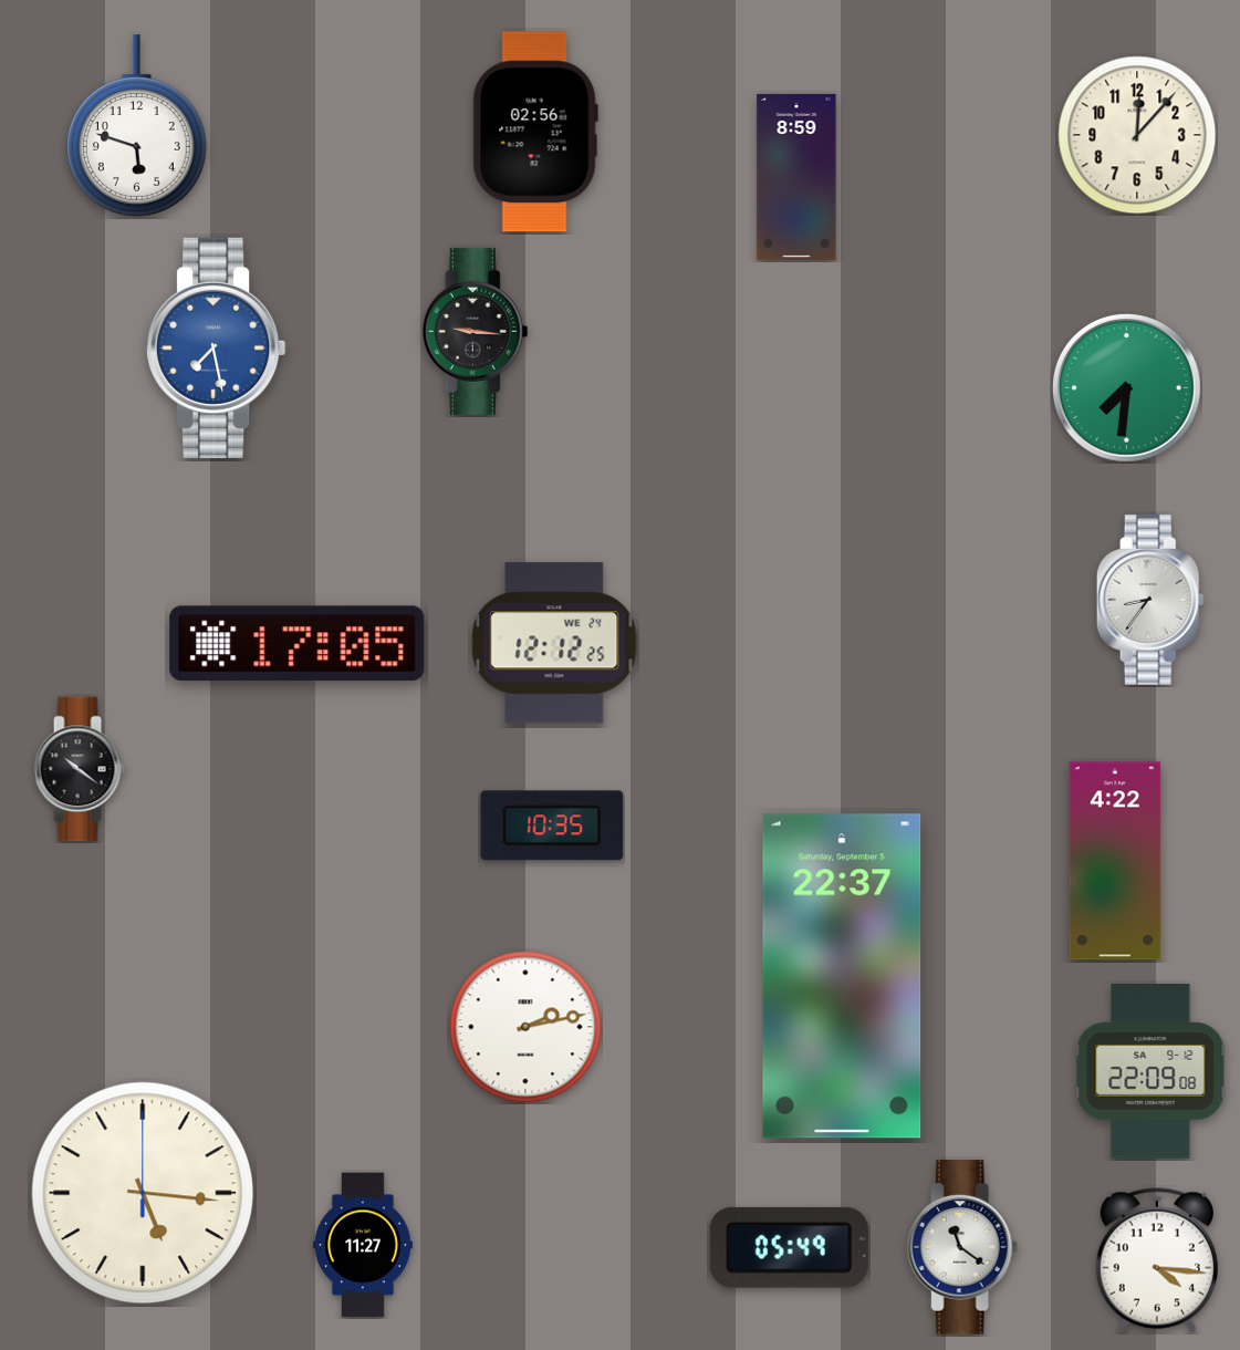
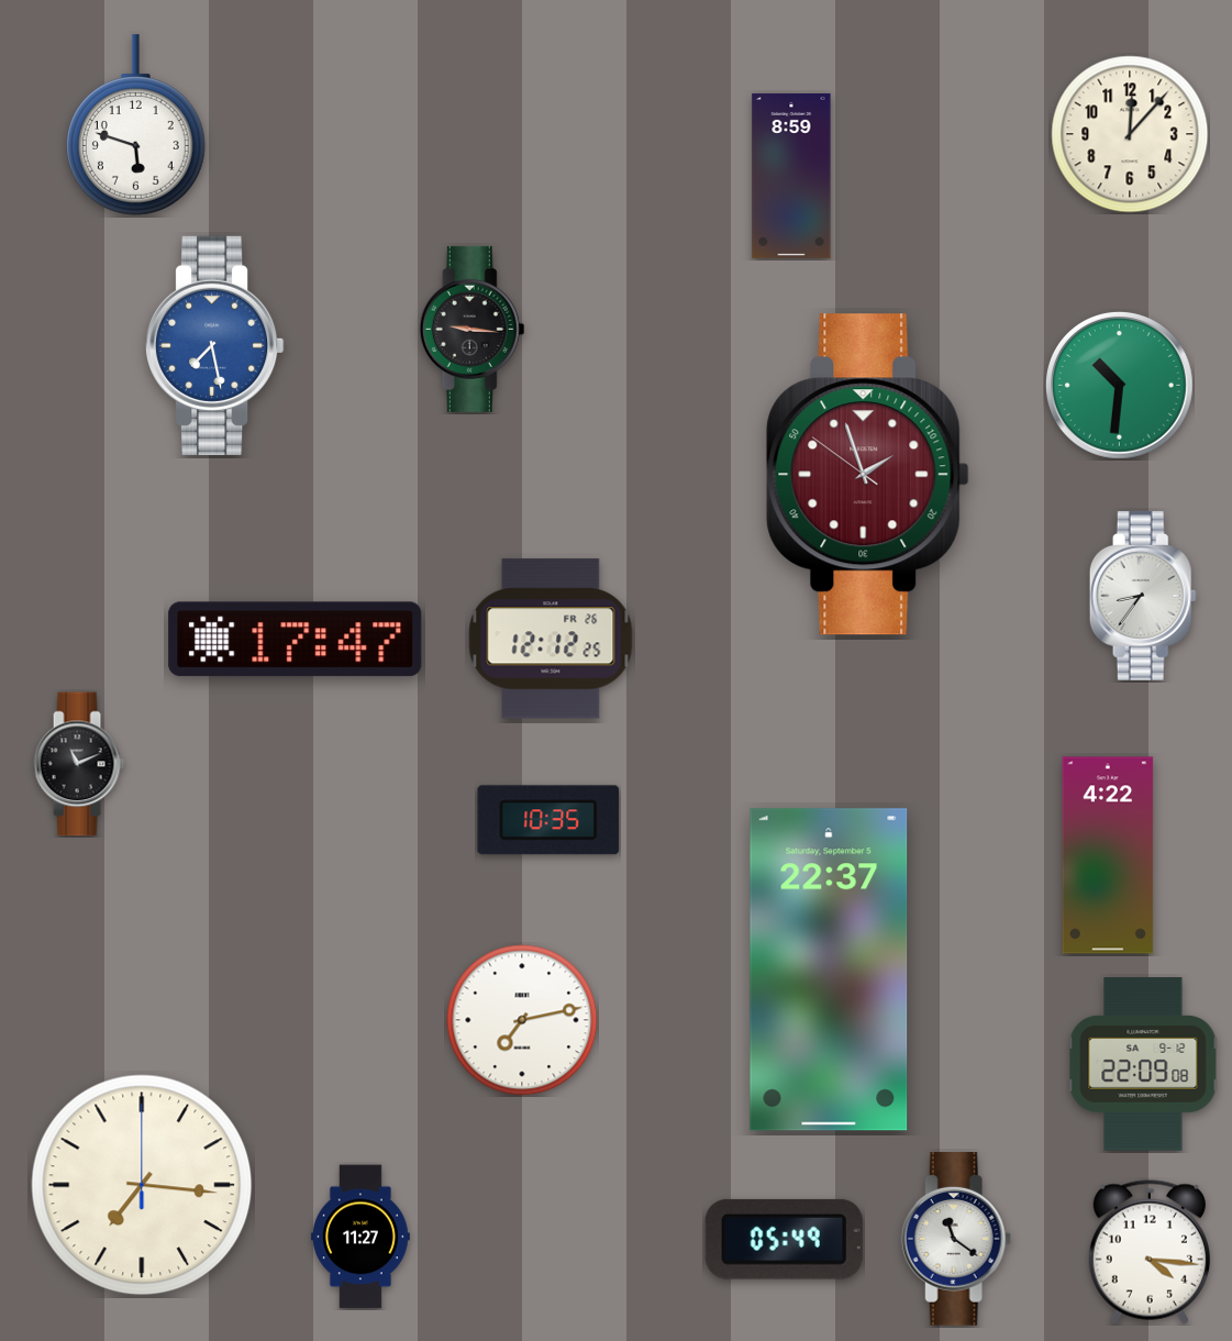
clock at (535, 132): 02:56 -> none
clock at (1126, 387): 7:31 -> 10:31
clock at (868, 475): none -> 1:56
clock at (554, 643) date: WE 24 -> FR 26
clock at (298, 644): 17:05 -> 17:47
clock at (80, 769): 10:21 -> 11:11
clock at (842, 976) position: (842, 976) -> (829, 969)
clock at (525, 1027): 2:13 -> 7:13
clock at (143, 1193): 5:16 -> 7:16
